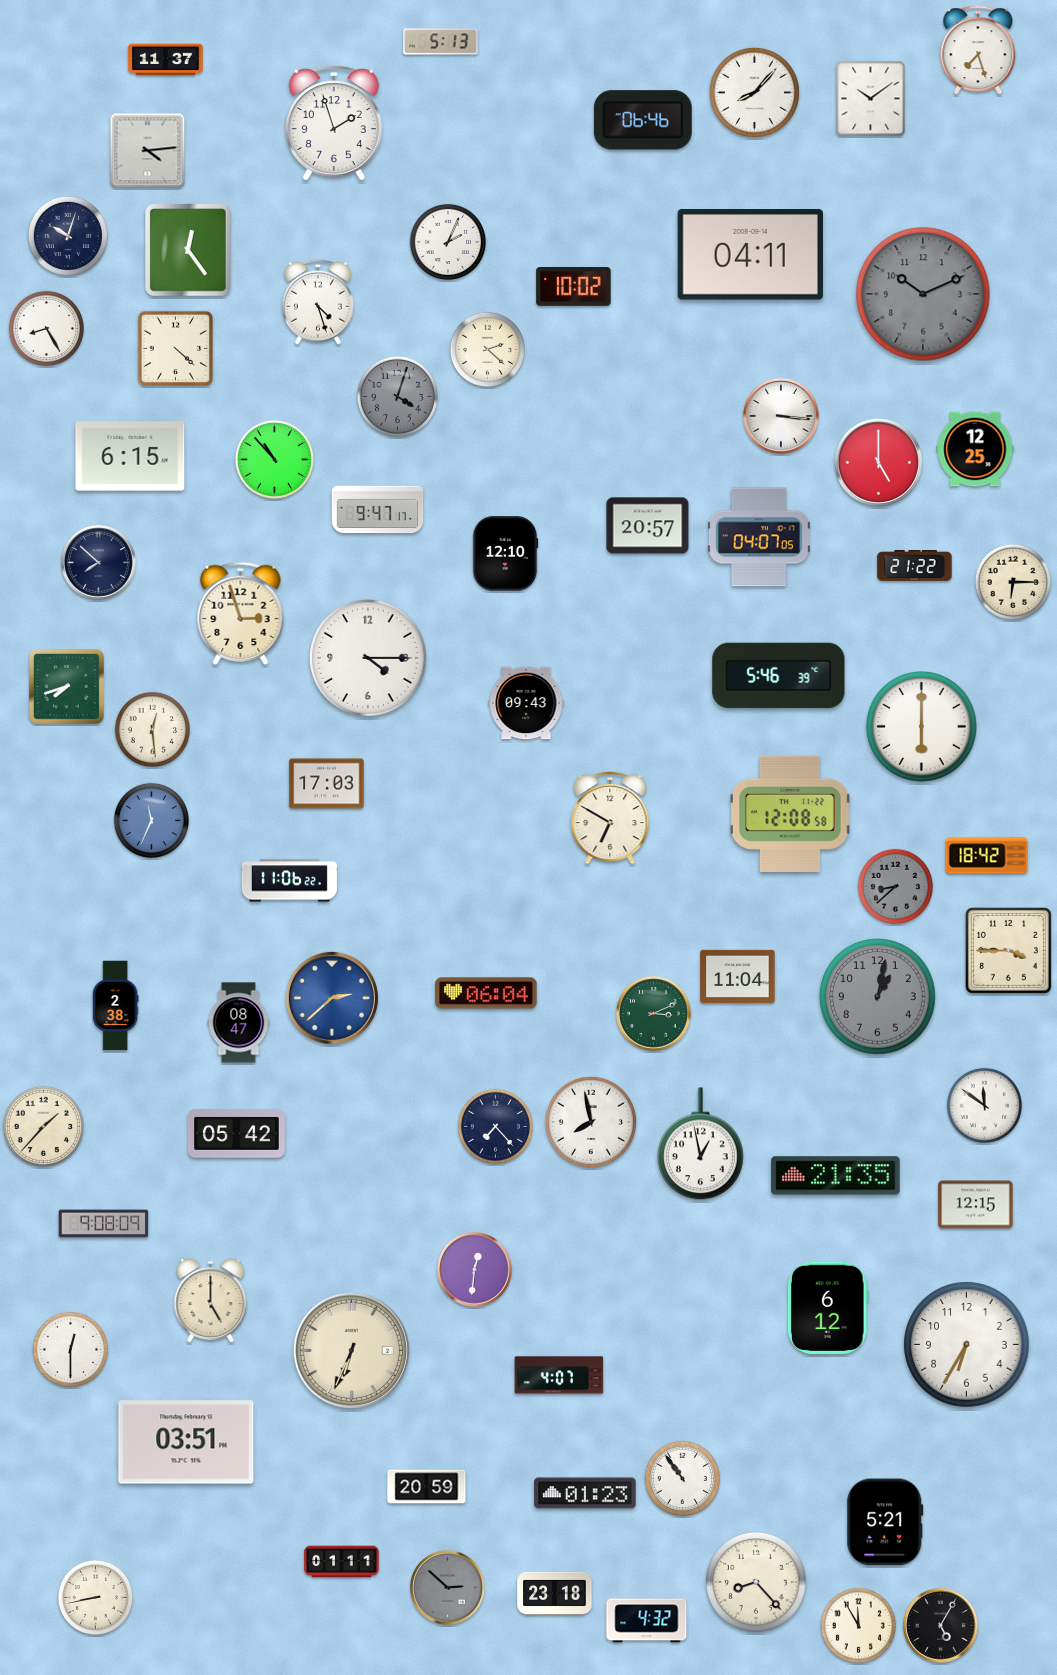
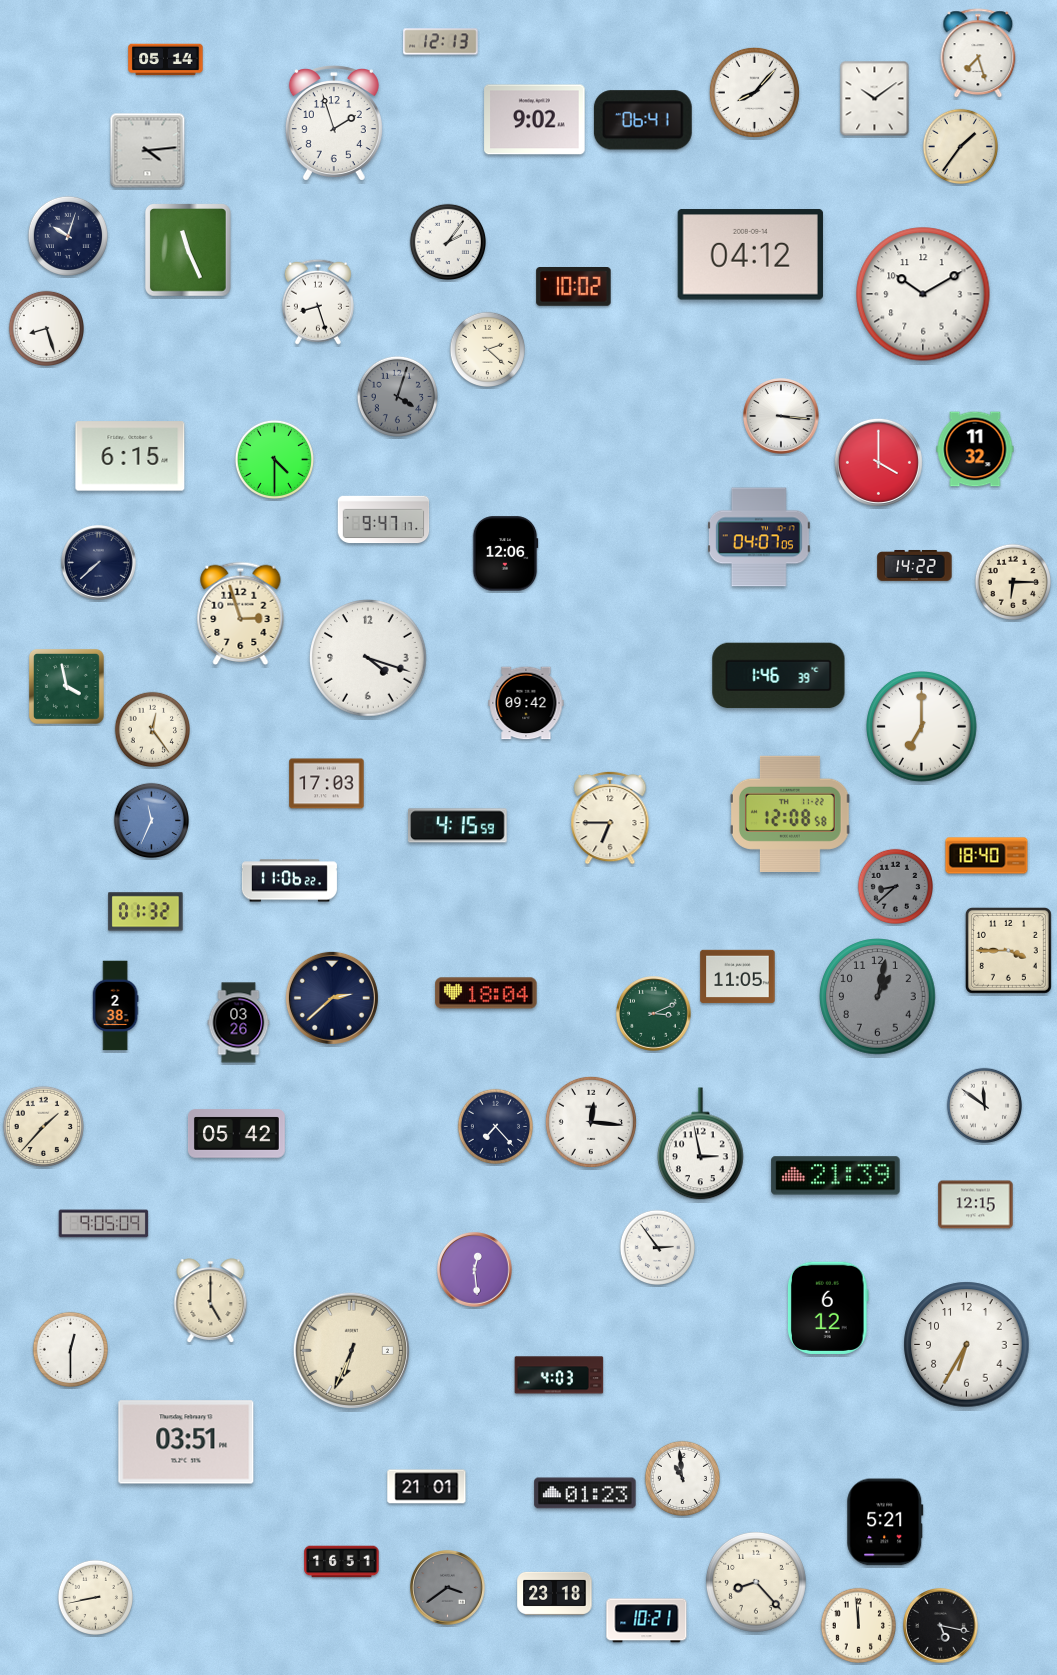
clock at (441, 42): 5:13 -> 12:13
clock at (978, 51) position: (978, 51) -> (978, 54)
clock at (166, 60): 11:37 -> 05:14
clock at (871, 99) position: (871, 99) -> (875, 99)
clock at (535, 120): none -> 9:02
clock at (643, 120): 06:46 -> 06:41
clock at (960, 146): none -> 1:36
clock at (447, 241): 2:04 -> 2:06
clock at (189, 251): 12:24 -> 11:26
clock at (750, 255): 04:11 -> 04:12
clock at (923, 294): 10:11 -> 10:10
clock at (923, 294) dial: grey -> white
clock at (318, 302): 4:27 -> 8:27
clock at (46, 328): 8:25 -> 8:27
clock at (176, 349): 4:22 -> none
clock at (975, 449): 12:25 -> 11:32
clock at (274, 459): 10:53 -> 4:30
clock at (878, 462): 5:00 -> 4:00
clock at (378, 510) position: (378, 510) -> (384, 520)
clock at (648, 526): 20:57 -> none
clock at (505, 554): 12:10 -> 12:06
clock at (99, 563): 7:52 -> 7:38
clock at (915, 565): 21:22 -> 14:22
clock at (368, 658): 4:15 -> 4:18
clock at (779, 676): 5:46 -> 1:46
clock at (66, 686): 7:42 -> 3:58
clock at (526, 703): 09:43 -> 09:42
clock at (922, 727): 6:00 -> 7:00
clock at (152, 729): 12:29 -> 12:24
clock at (610, 818): 6:50 -> 6:45
clock at (458, 826): none -> 4:15
clock at (987, 856): 18:42 -> 18:40
clock at (146, 912): none -> 01:32
clock at (738, 977): 11:04 -> 11:05
clock at (486, 993): 06:04 -> 18:04
clock at (332, 998) dial: blue -> navy
clock at (239, 1023): 08:47 -> 03:26
clock at (591, 1122): 7:58 -> 12:16
clock at (701, 1144): 12:58 -> 2:58
clock at (836, 1176): 21:35 -> 21:39
clock at (104, 1224): 9:08 -> 9:05
clock at (657, 1247): none -> 2:54
clock at (475, 1270): 12:31 -> 12:29
clock at (559, 1375): 4:07 -> 4:03
clock at (682, 1478): 10:54 -> 10:59
clock at (427, 1487): 20:59 -> 21:01
clock at (342, 1562): 01:11 -> 16:51
clock at (448, 1588): 2:52 -> 3:39
clock at (647, 1621): 4:32 -> 10:21
clock at (858, 1625): 11:55 -> 11:59
clock at (941, 1626): 5:05 -> 5:17
